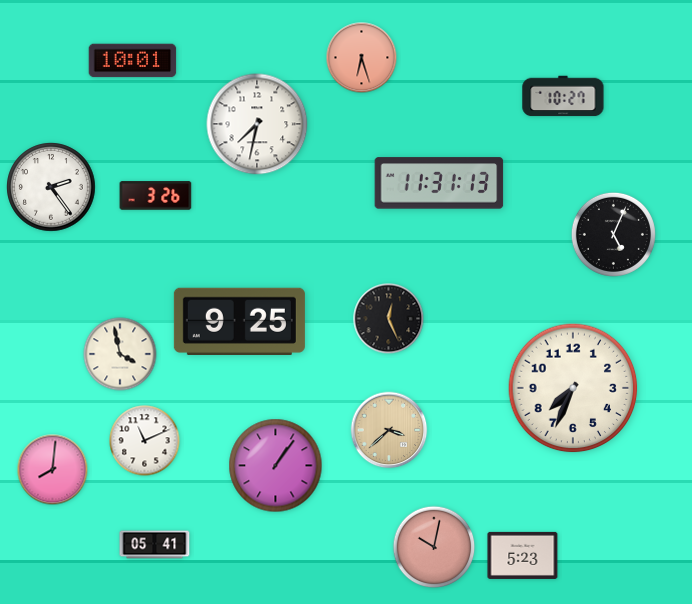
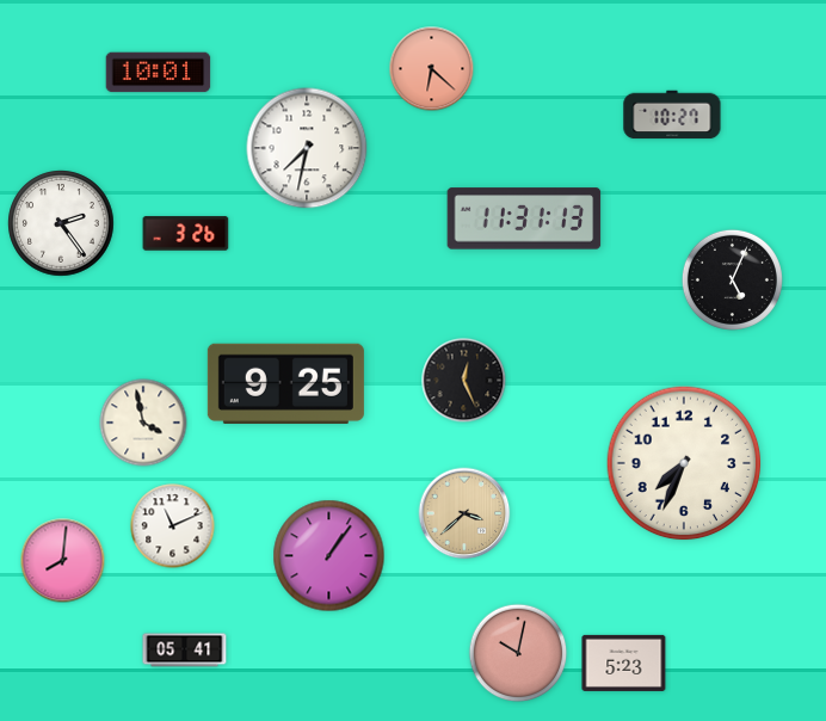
clock at (362, 58): 6:27 -> 6:22
